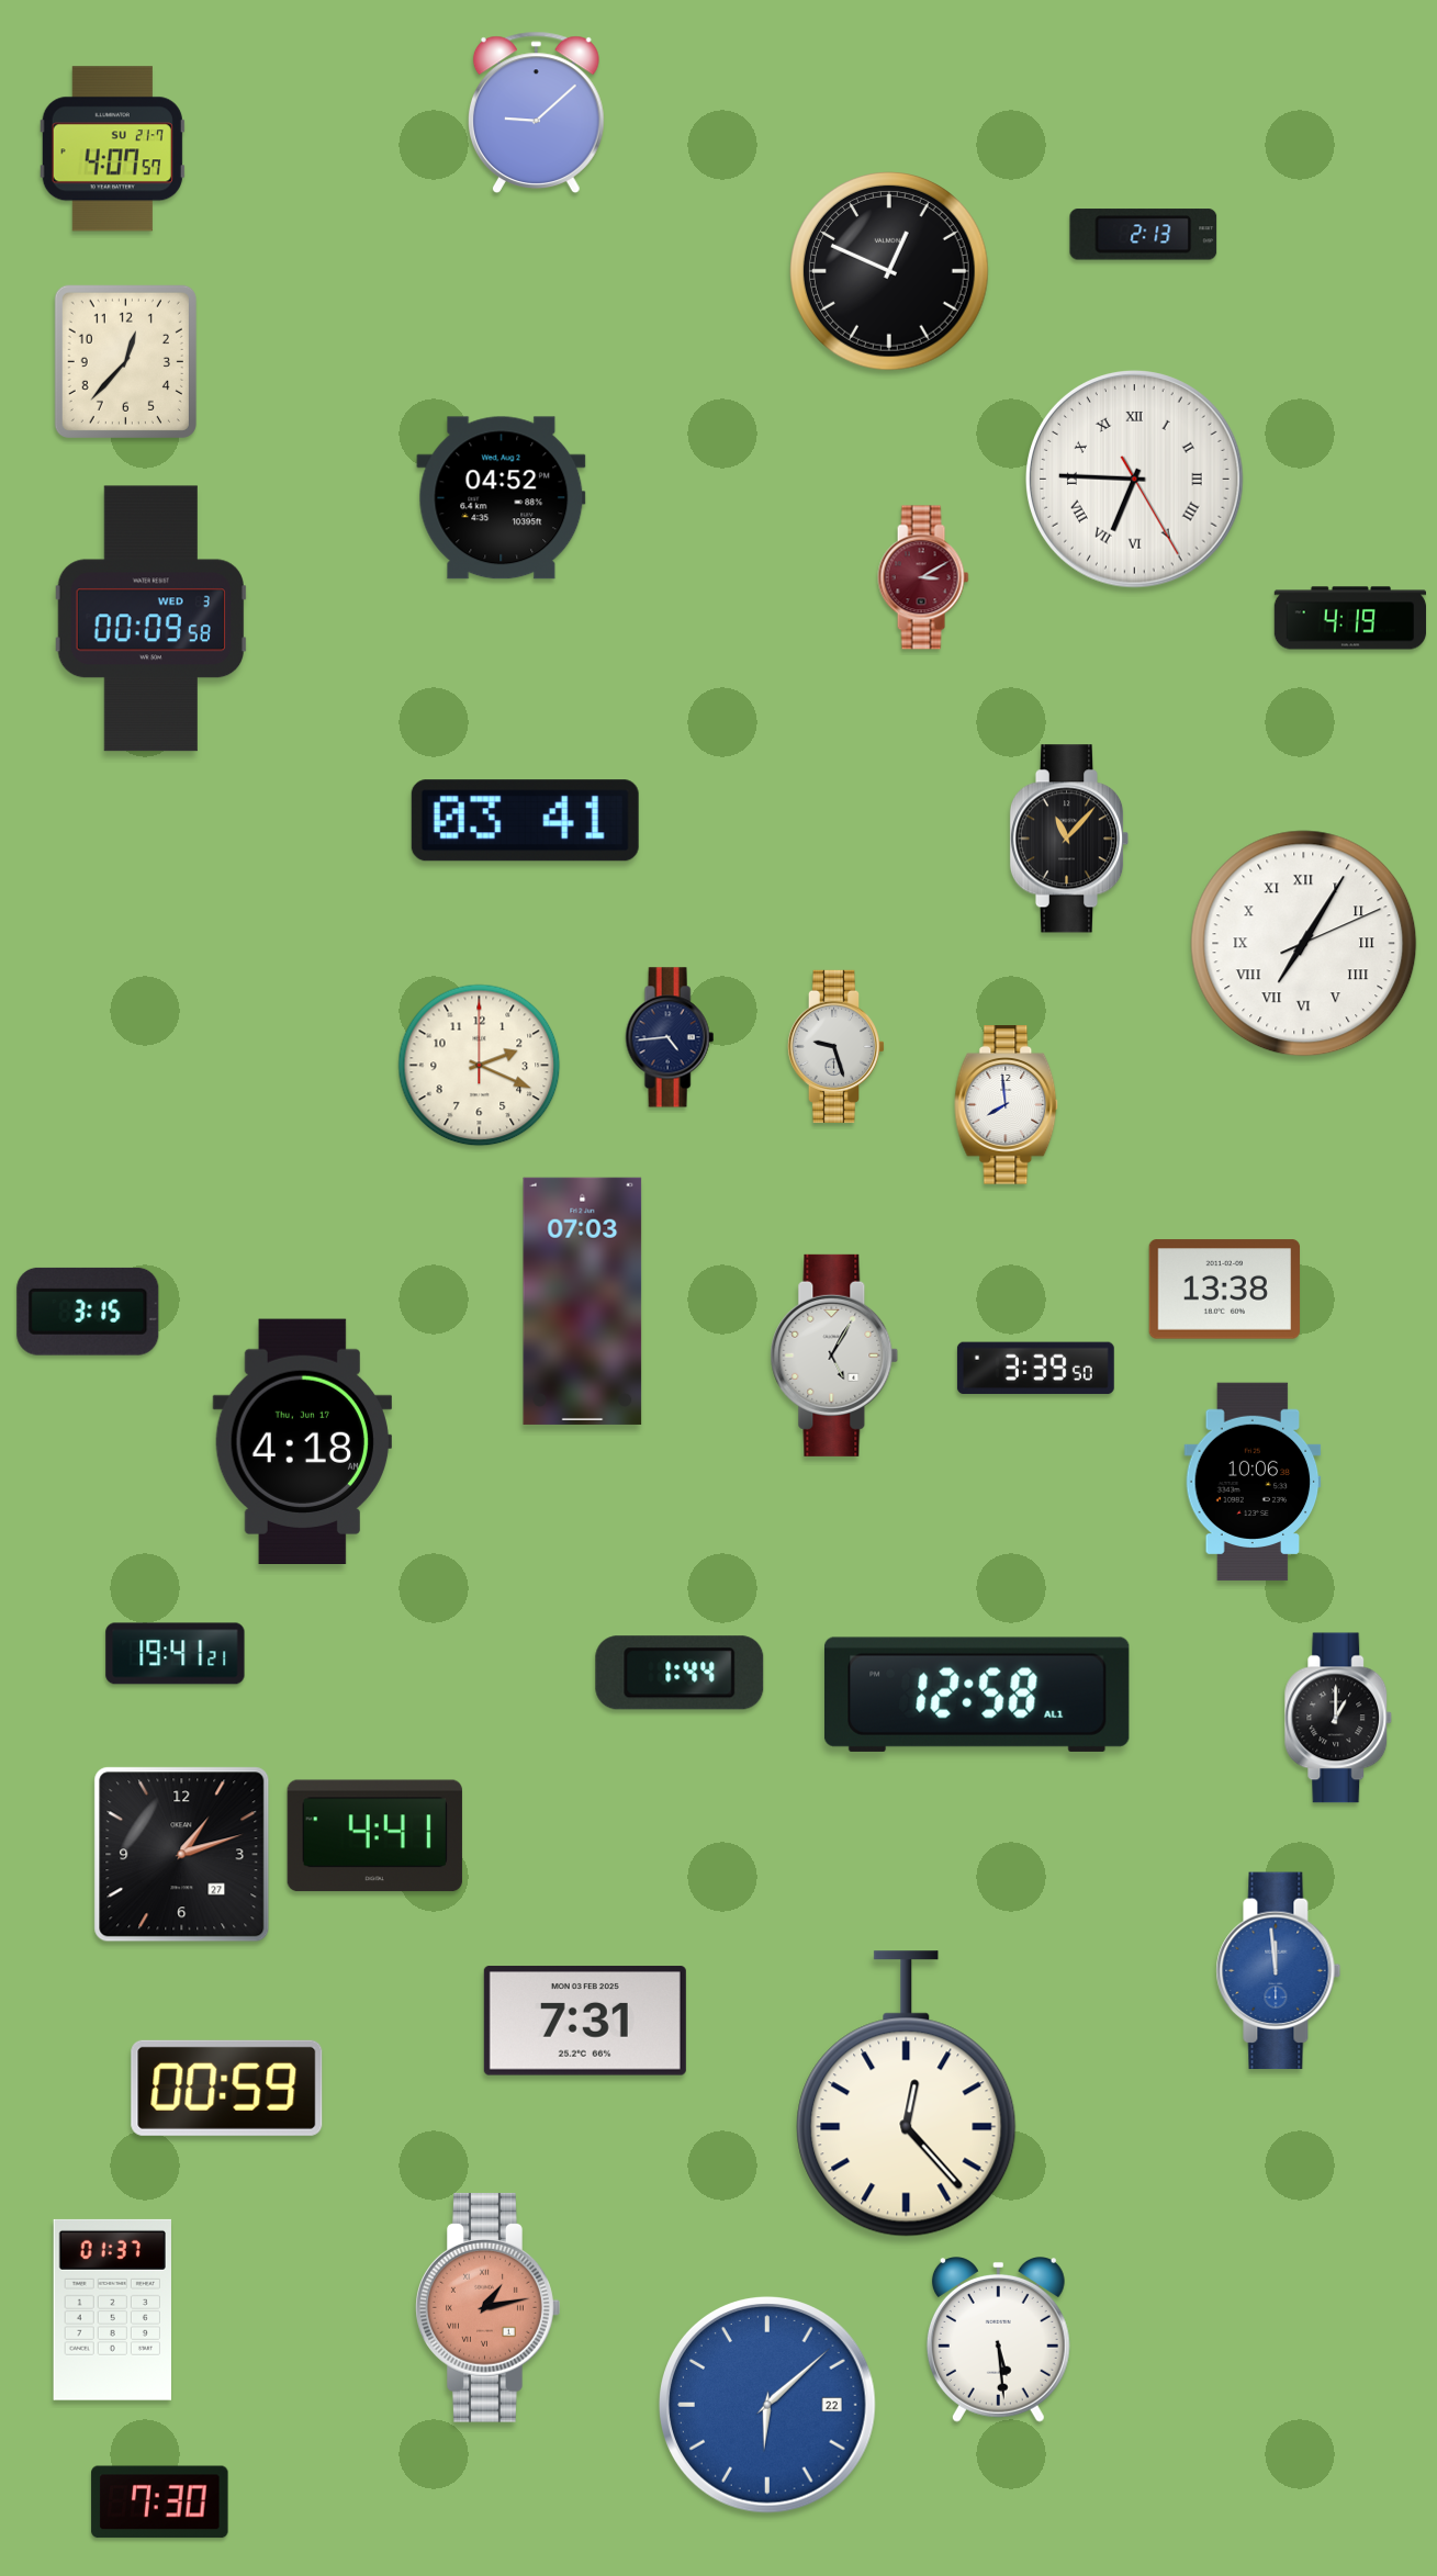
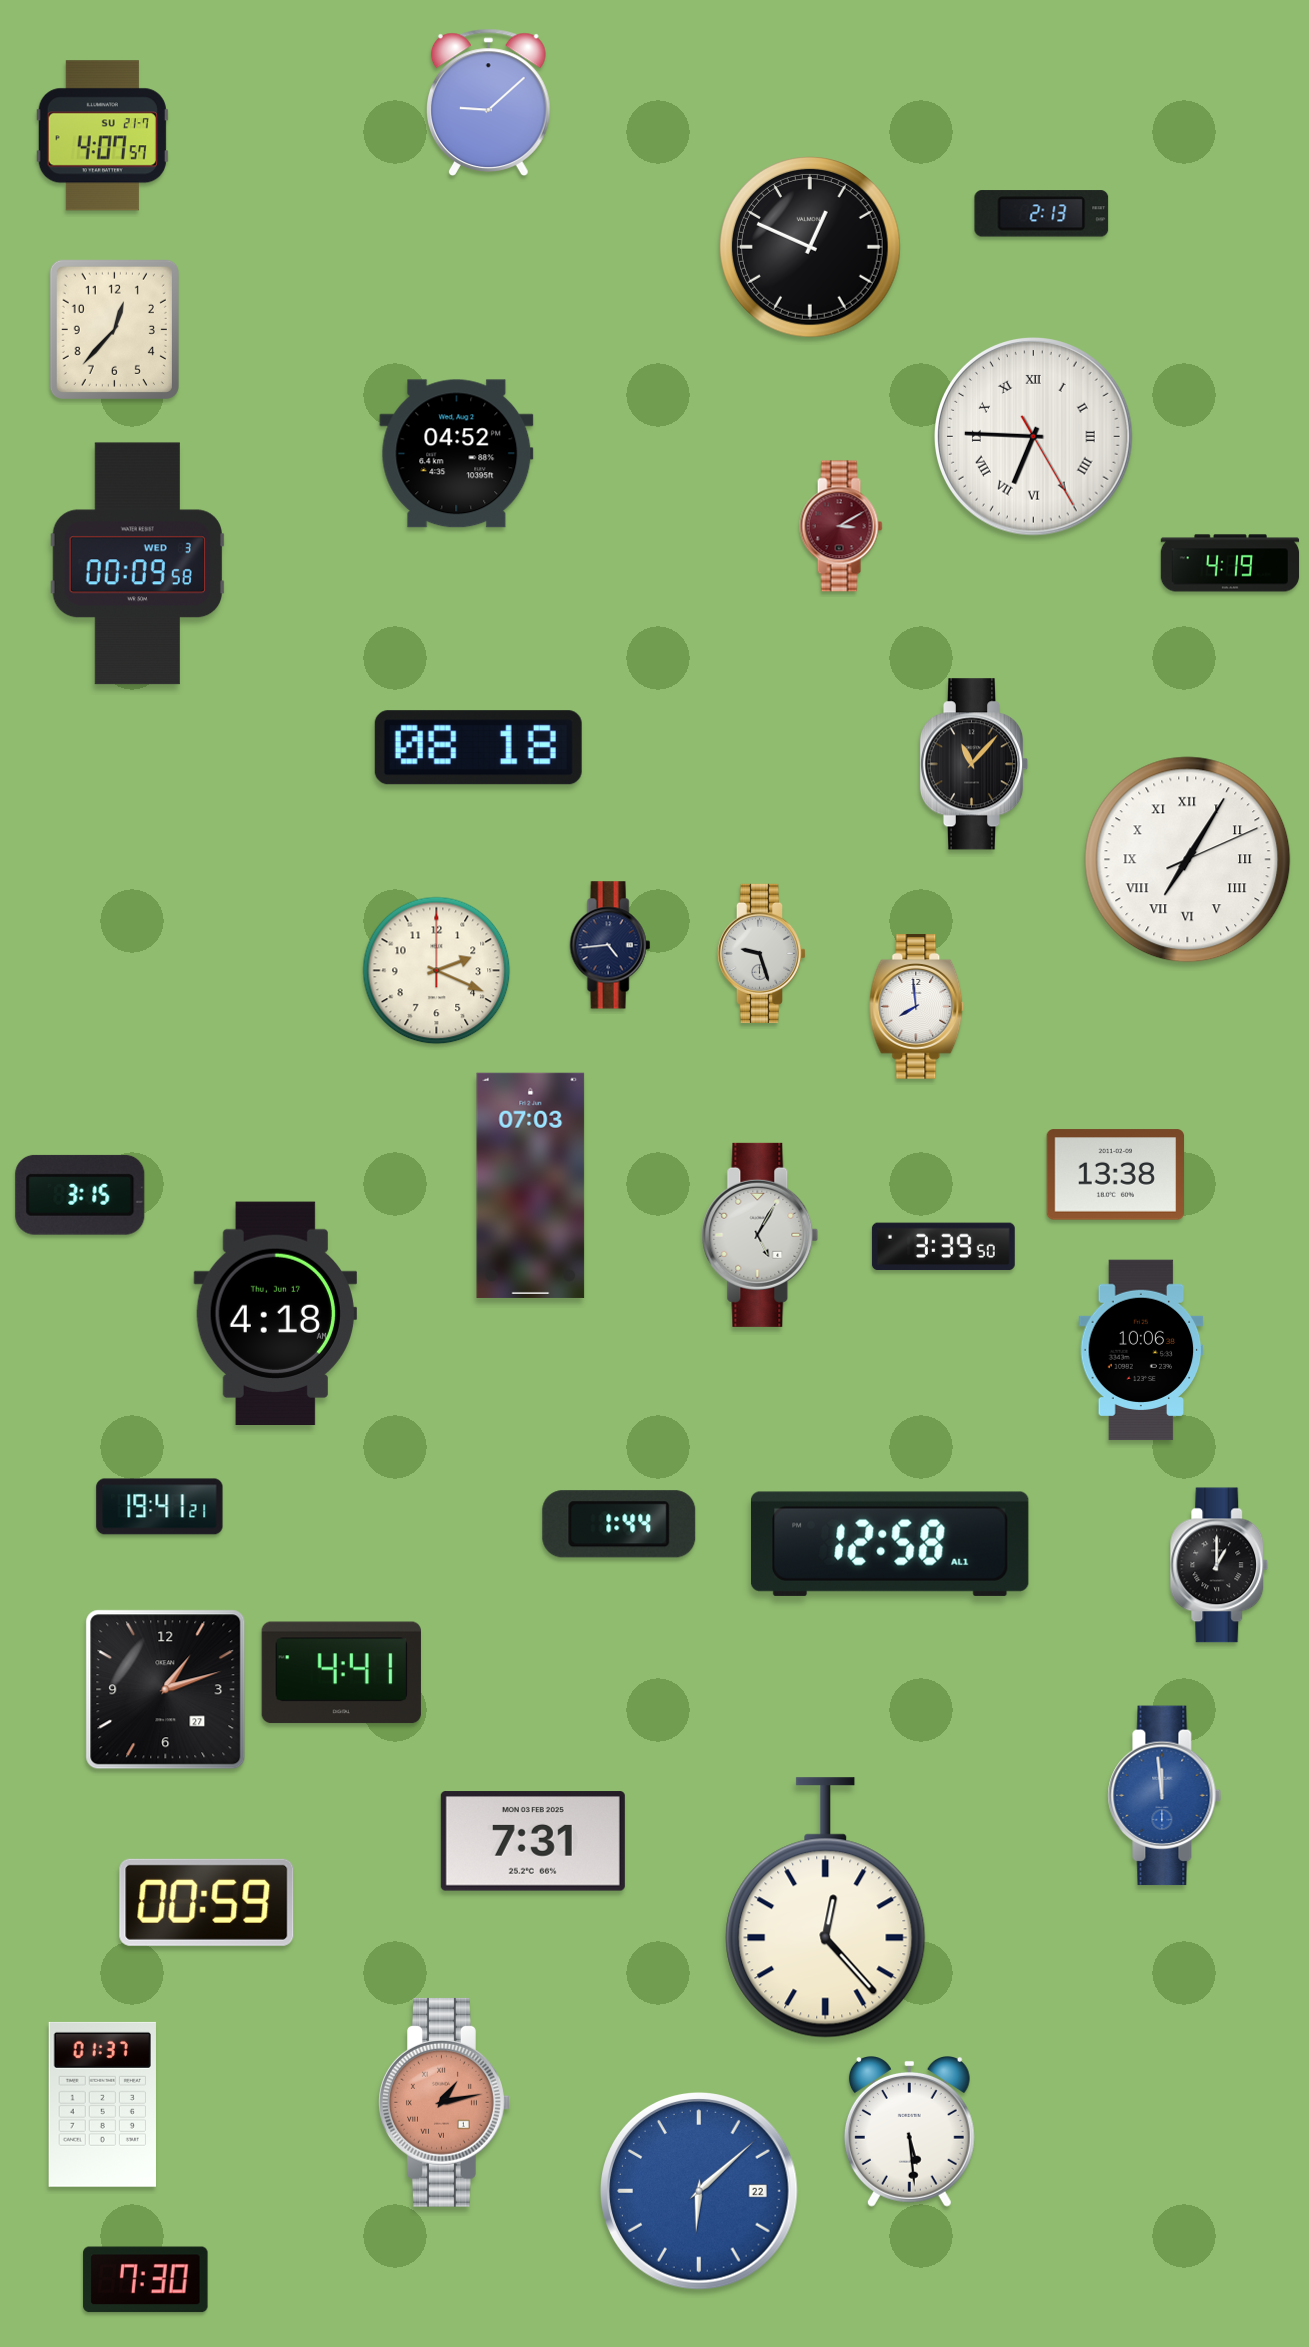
clock at (525, 821): 03:41 -> 08:18
